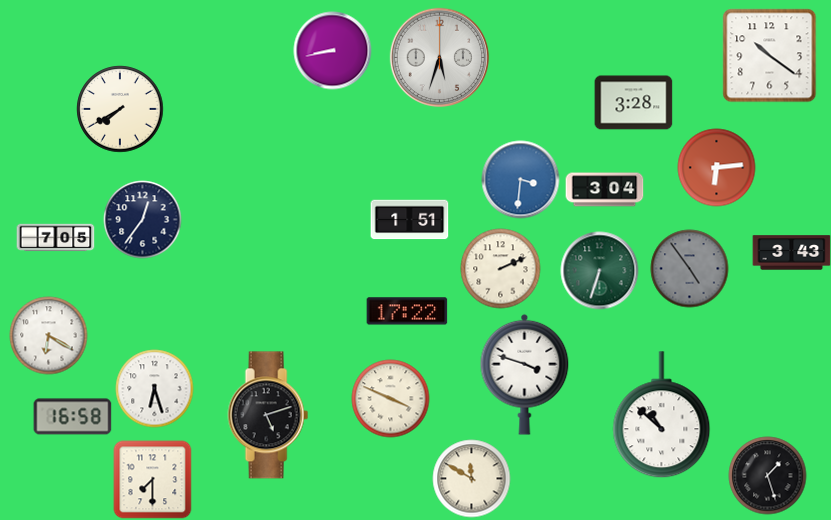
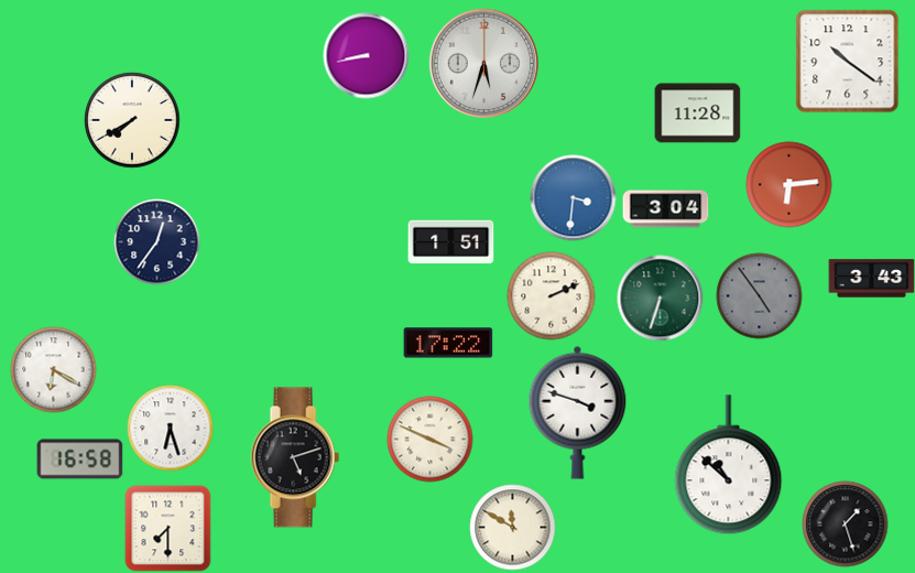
clock at (633, 103): 3:28 -> 11:28
clock at (55, 238): 7:05 -> none
clock at (662, 415) position: (662, 415) -> (729, 465)
clock at (471, 478) position: (471, 478) -> (512, 527)
